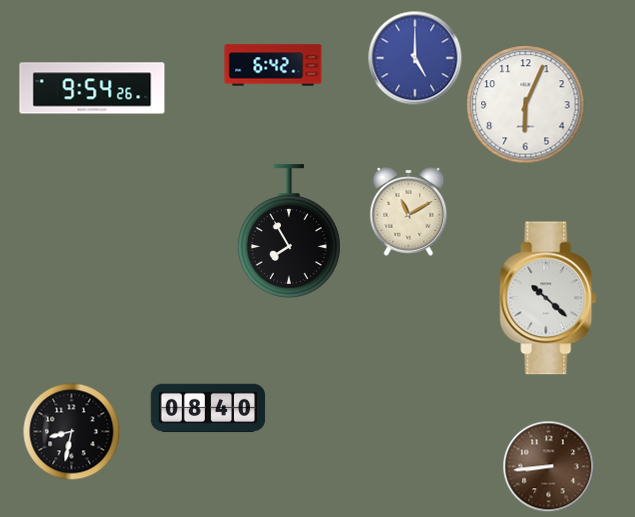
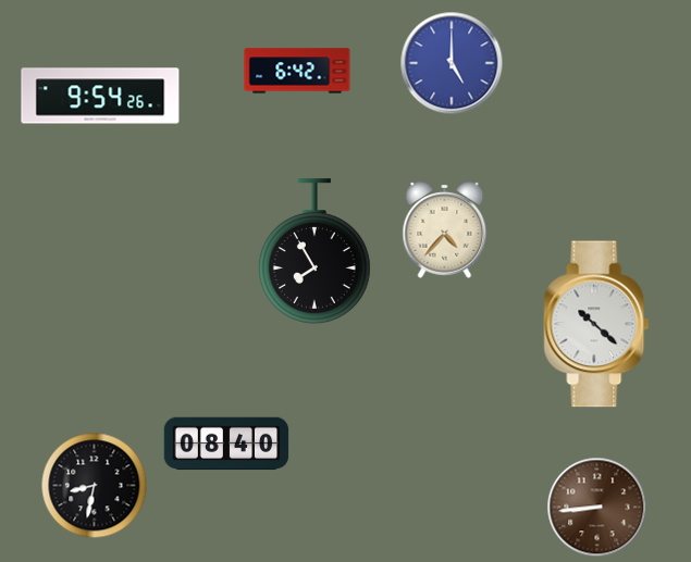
clock at (526, 105): 6:04 -> none
clock at (409, 212): 11:10 -> 4:37
clock at (71, 431) position: (71, 431) -> (94, 485)
